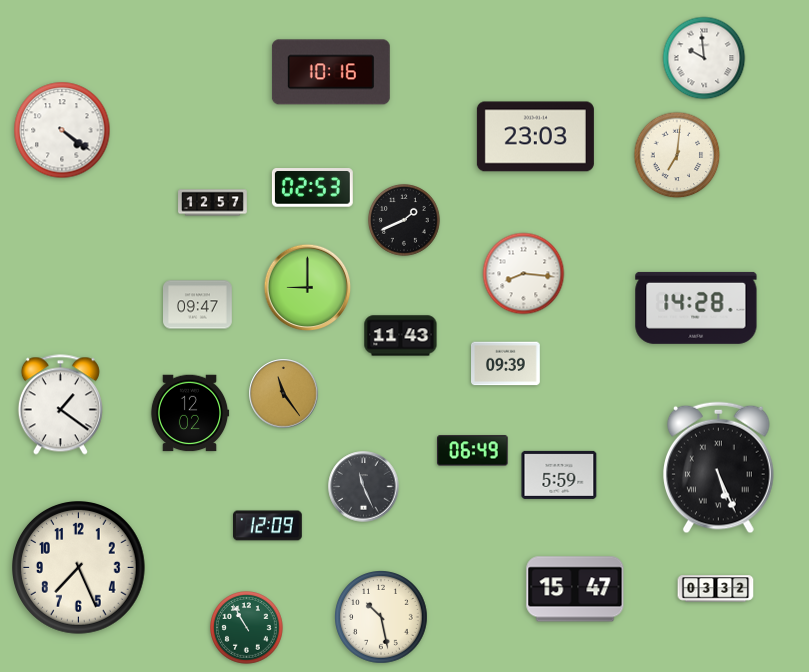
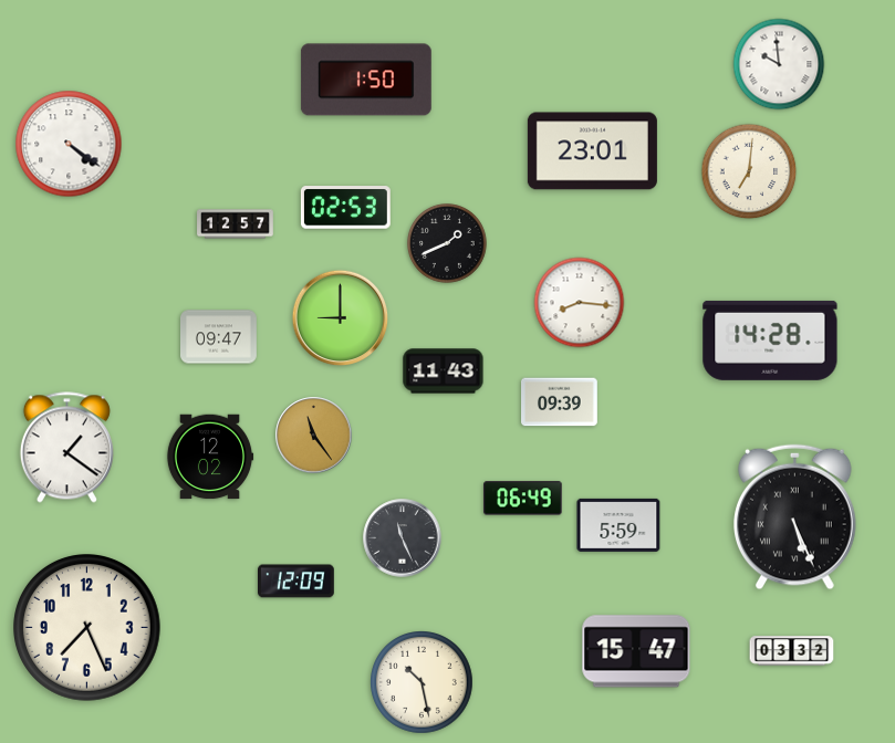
clock at (331, 72): 10:16 -> 1:50
clock at (535, 137): 23:03 -> 23:01
clock at (247, 628): 10:55 -> none
